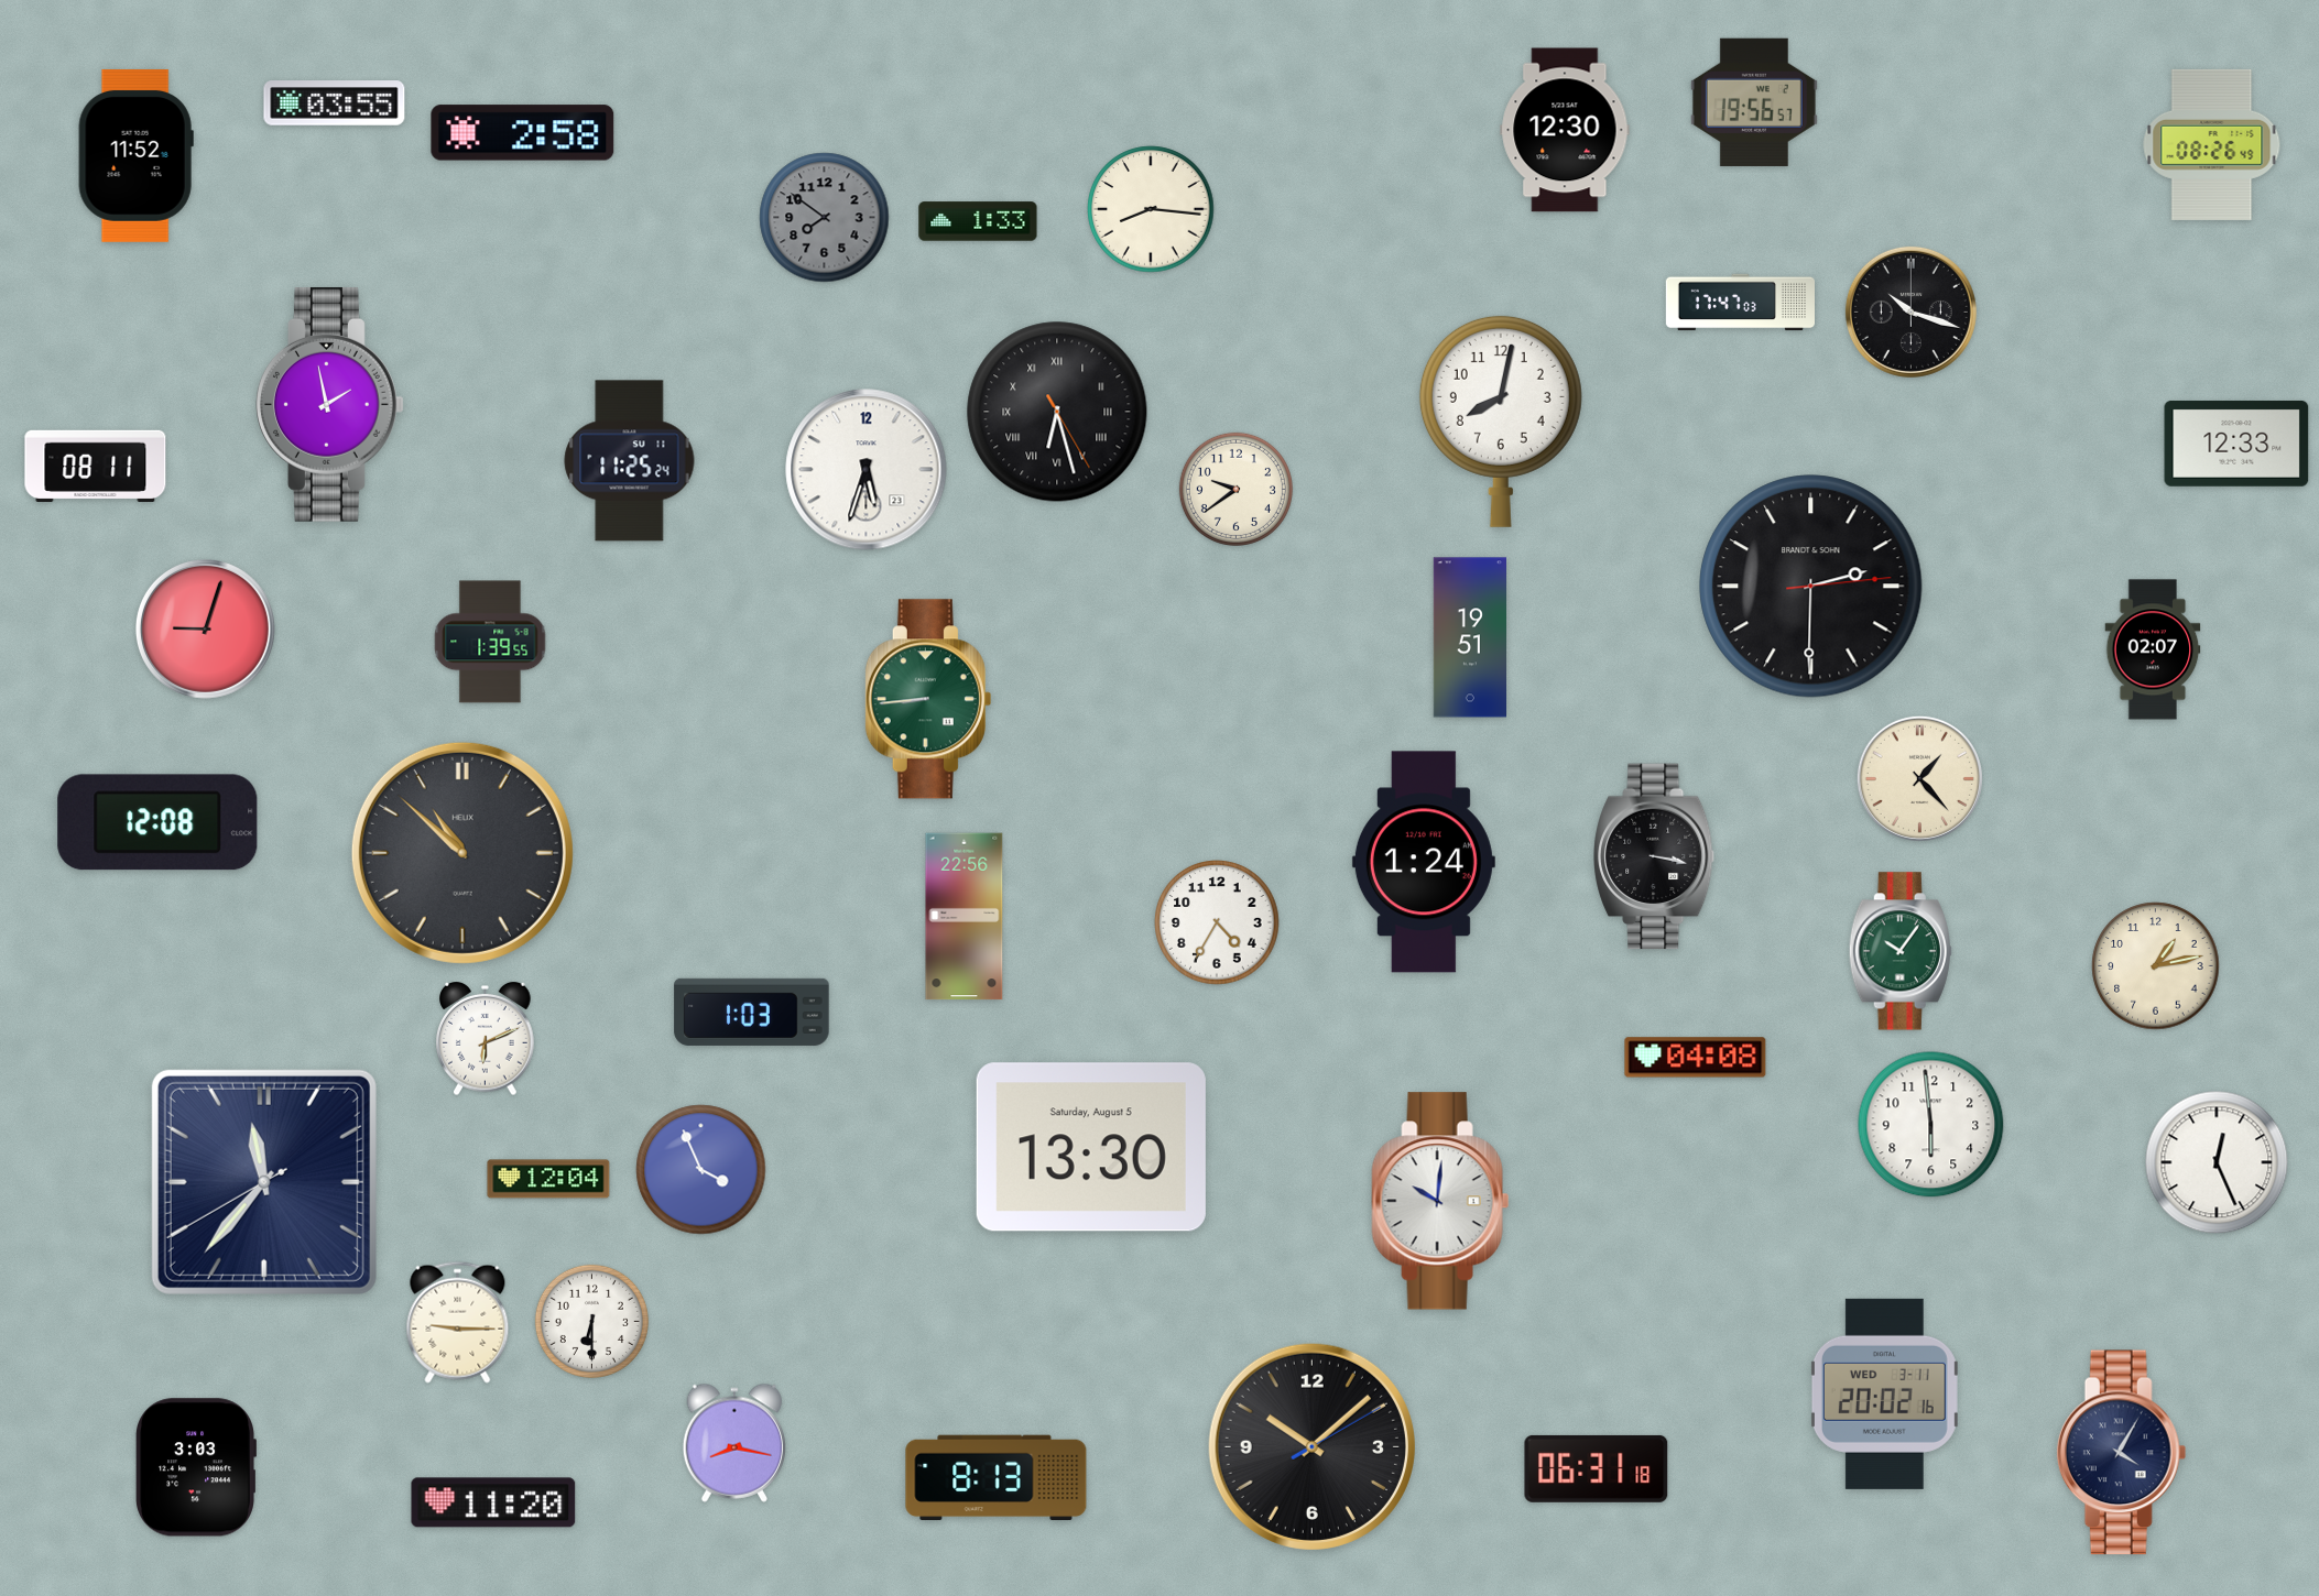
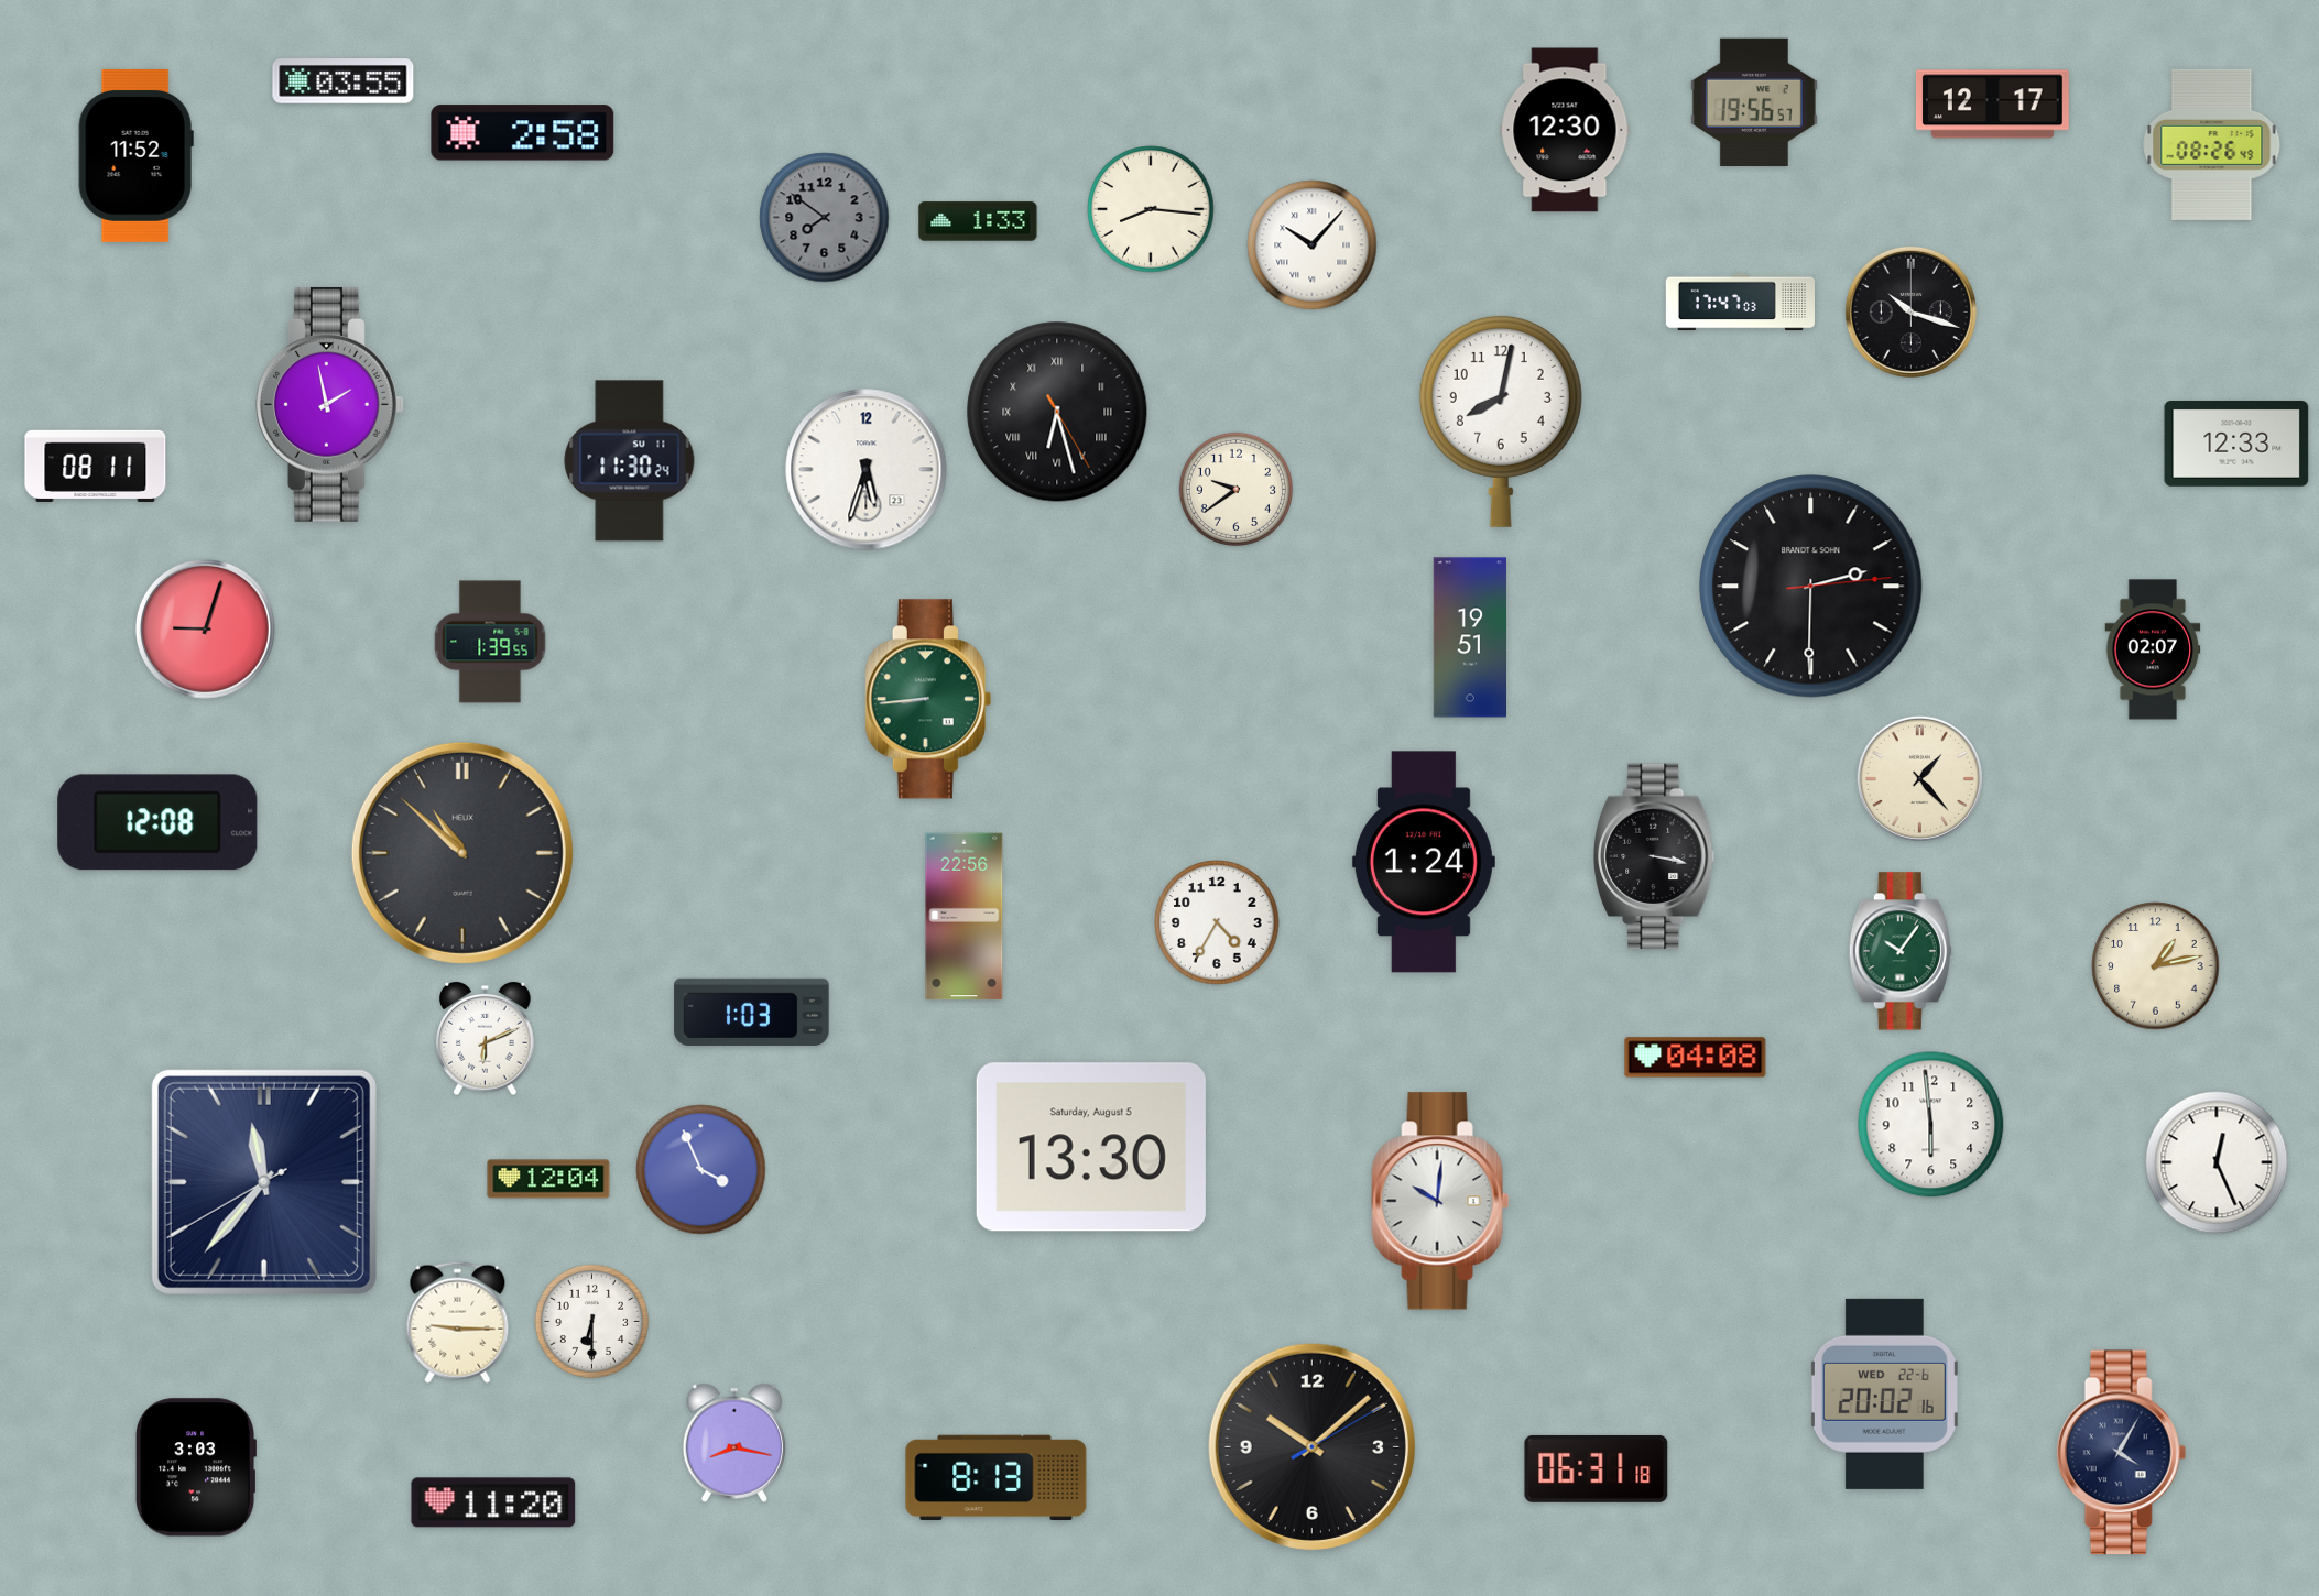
clock at (335, 103) position: (335, 103) -> (344, 81)
clock at (1992, 105): none -> 12:17
clock at (1313, 245): none -> 10:07
clock at (630, 461): 11:25 -> 11:30
clock at (1884, 1393) date: WED 3-11 -> WED 22-6
